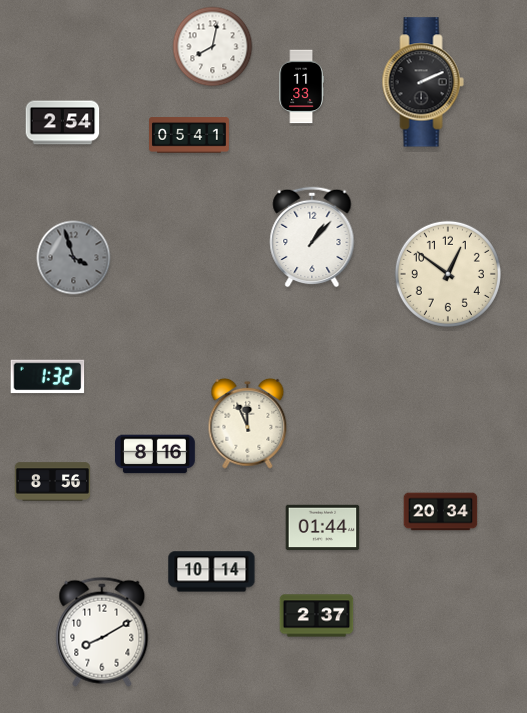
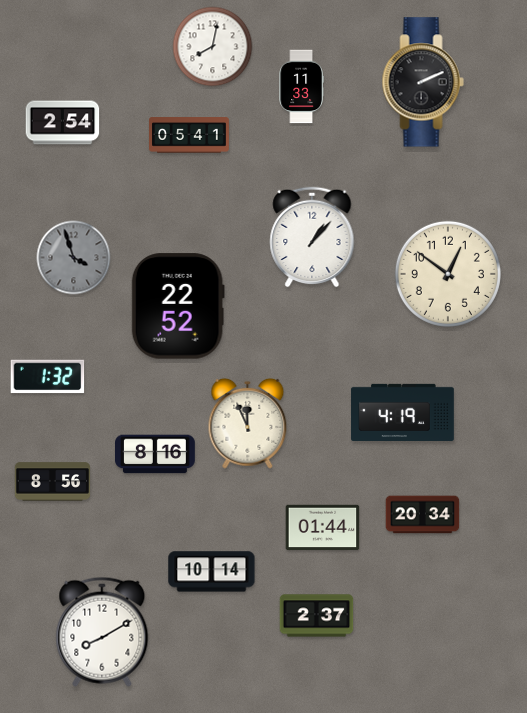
clock at (178, 306): none -> 22:52
clock at (403, 412): none -> 4:19
clock at (441, 512) position: (441, 512) -> (423, 515)
